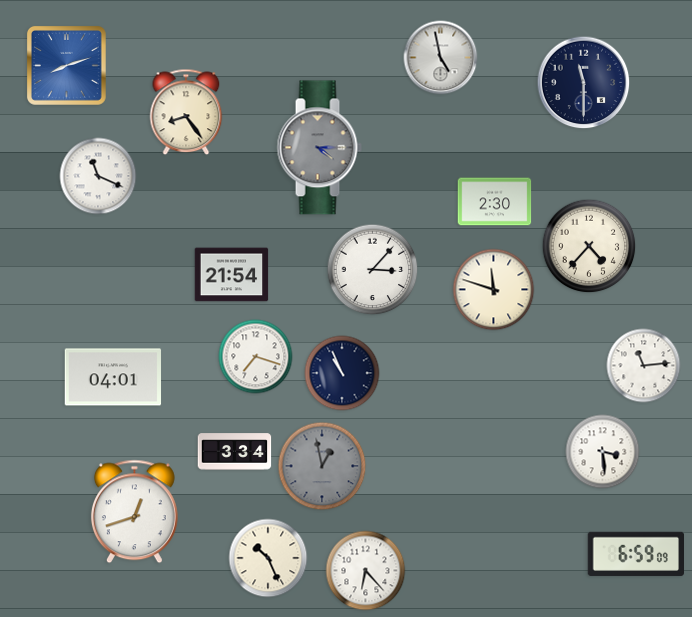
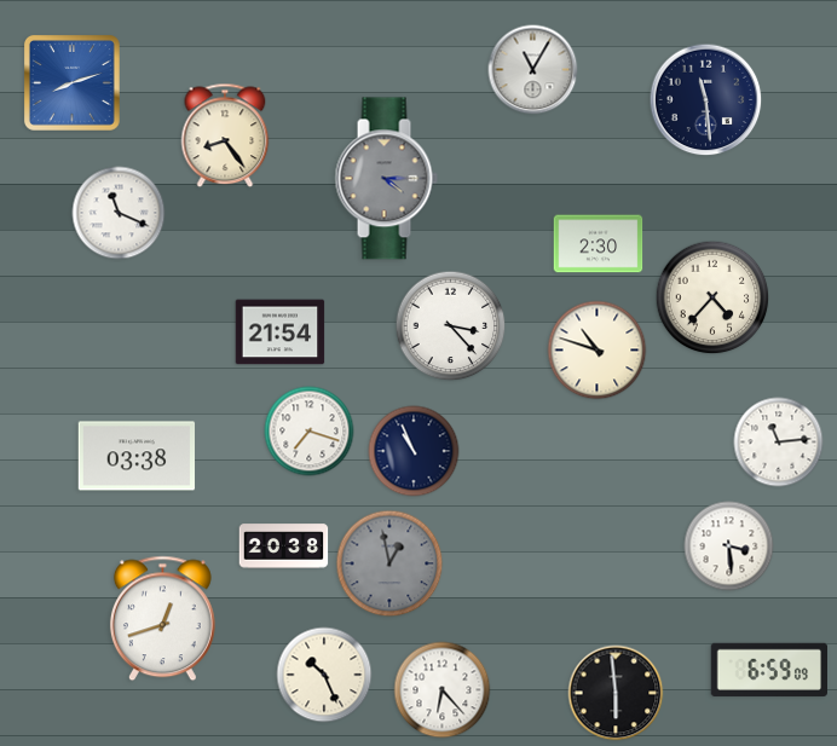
clock at (441, 58): 4:58 -> 11:05
clock at (66, 65) position: (66, 65) -> (71, 82)
clock at (584, 83): 11:30 -> 11:29
clock at (373, 270): 3:07 -> 3:23
clock at (494, 290): 11:48 -> 10:48
clock at (113, 377): 04:01 -> 03:38
clock at (235, 452): 3:34 -> 20:38
clock at (616, 693): none -> 5:59
